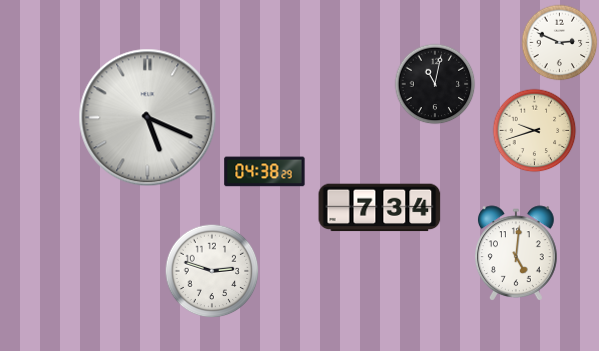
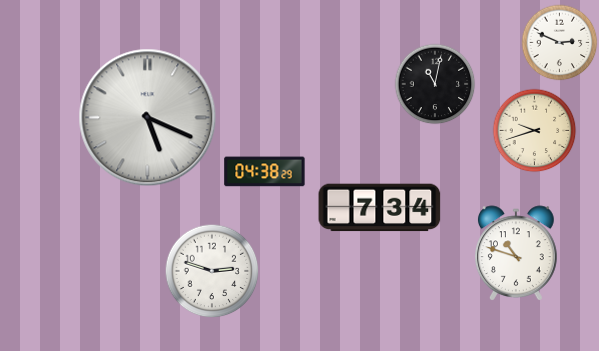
clock at (516, 253): 5:01 -> 10:48
